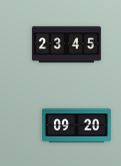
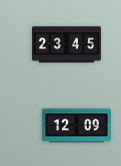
clock at (76, 126): 09:20 -> 12:09
